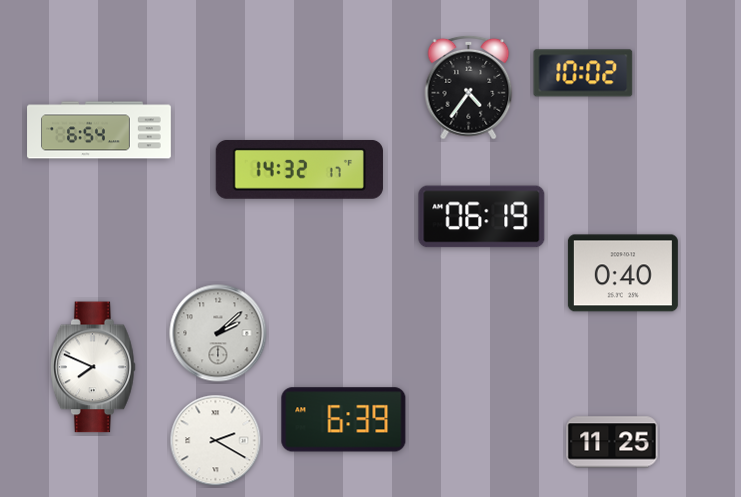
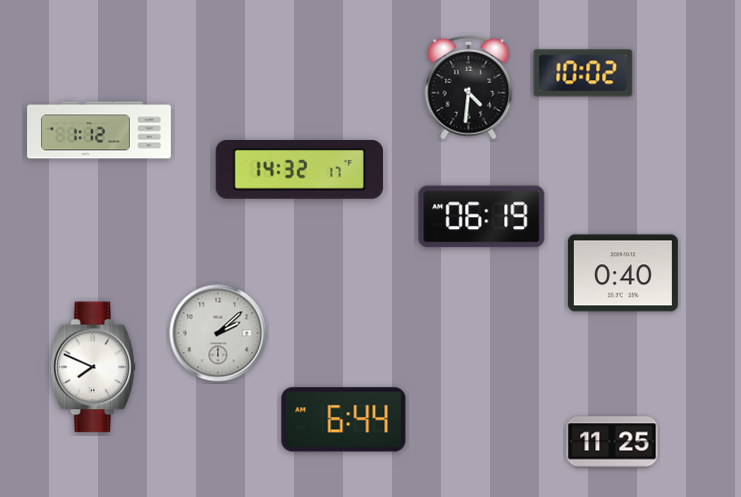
clock at (469, 87): 4:36 -> 4:31
clock at (99, 130): 6:54 -> 1:12
clock at (344, 420): 6:39 -> 6:44
clock at (216, 441): 2:20 -> none
